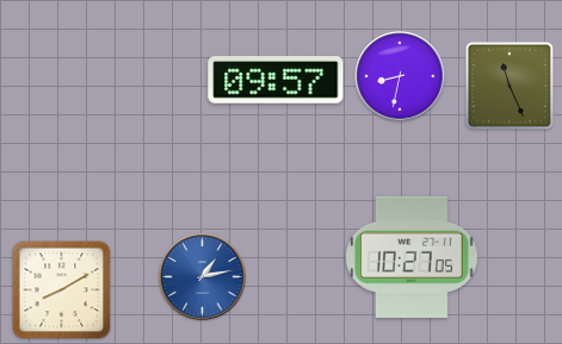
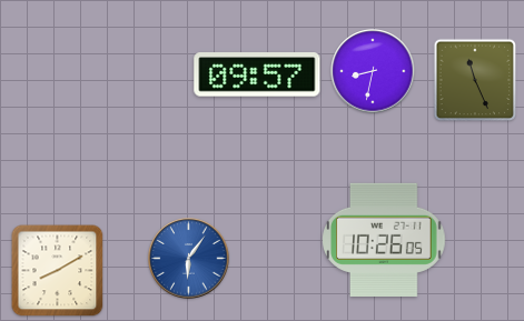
clock at (412, 257): 10:27 -> 10:26
clock at (203, 277): 1:13 -> 6:06
